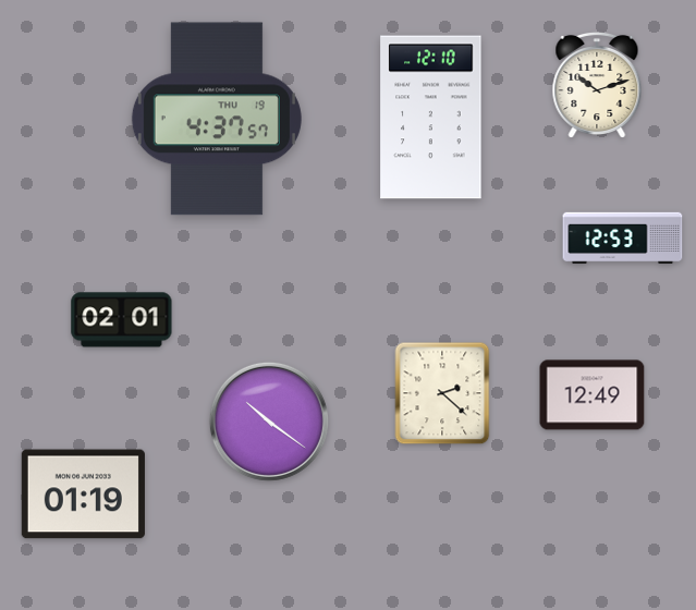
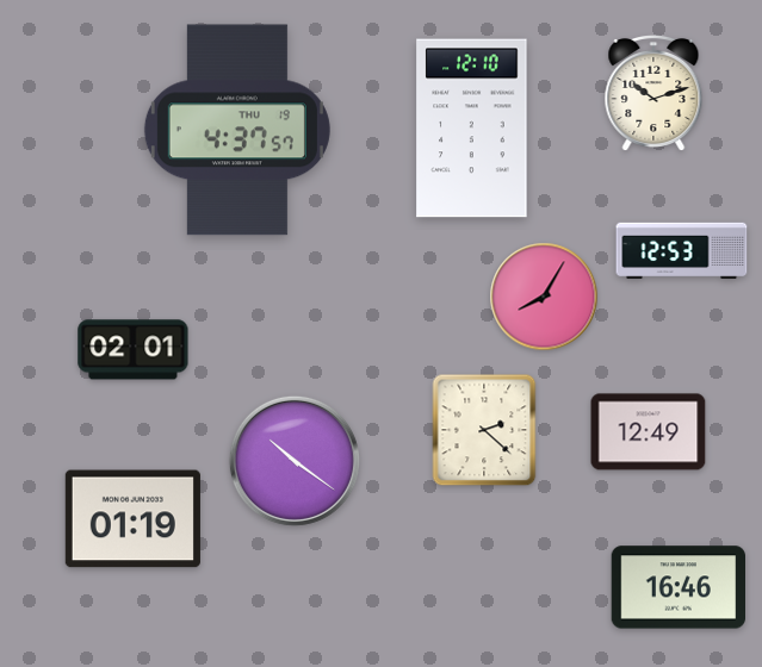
clock at (623, 239) position: (623, 239) -> (682, 251)
clock at (544, 297): none -> 8:05
clock at (83, 495) position: (83, 495) -> (132, 519)
clock at (677, 587): none -> 16:46
